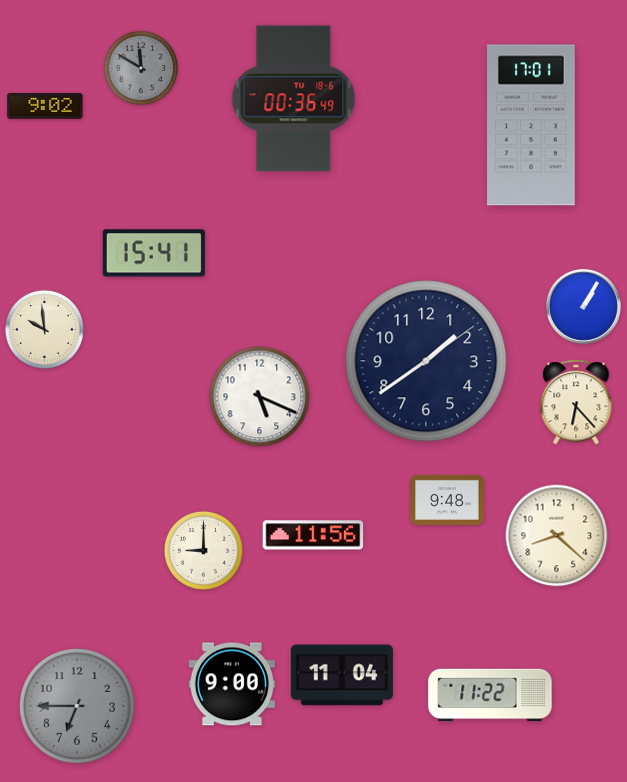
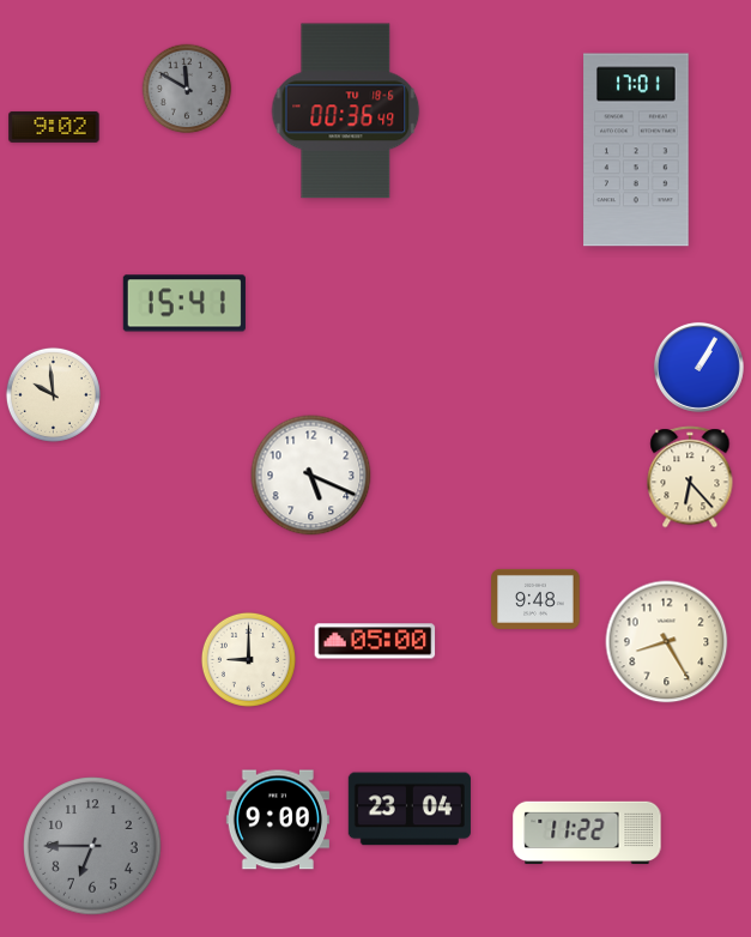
clock at (141, 68) position: (141, 68) -> (187, 89)
clock at (294, 99) position: (294, 99) -> (346, 111)
clock at (426, 361): 1:39 -> none
clock at (576, 402) position: (576, 402) -> (690, 477)
clock at (313, 535): 11:56 -> 05:00
clock at (557, 536): 8:22 -> 8:25
clock at (203, 550) position: (203, 550) -> (248, 659)
clock at (342, 675): 11:04 -> 23:04
